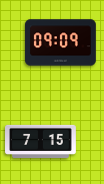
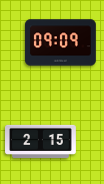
clock at (41, 141): 7:15 -> 2:15
